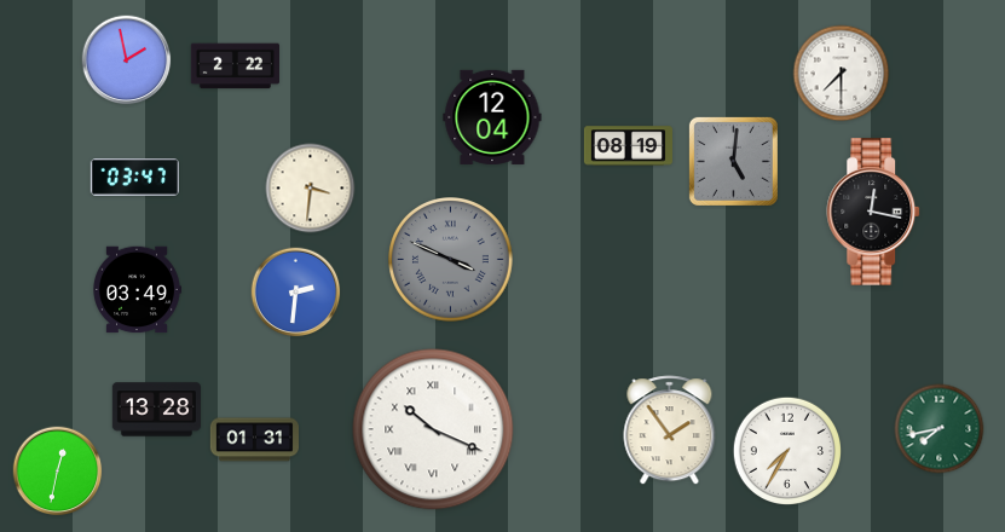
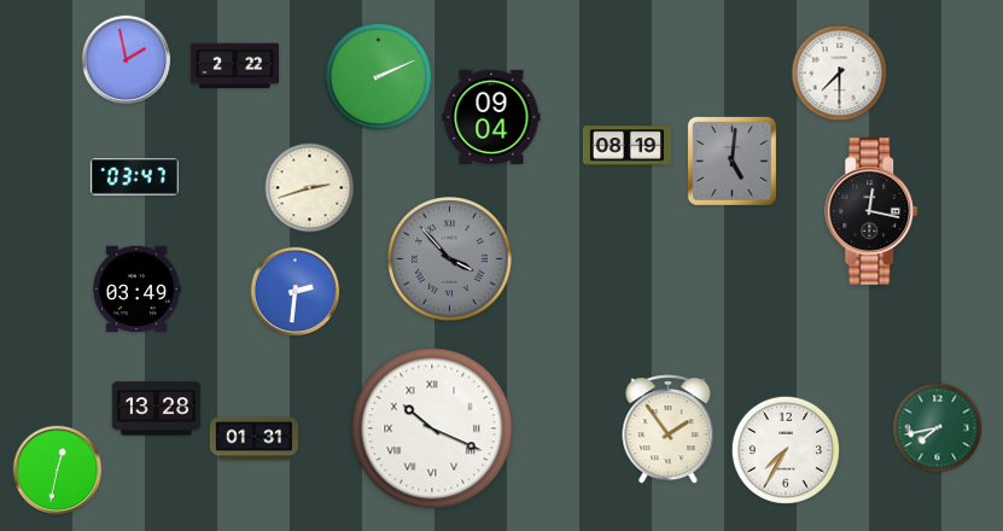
clock at (379, 77): none -> 2:11
clock at (492, 117): 12:04 -> 09:04
clock at (311, 189): 3:31 -> 2:42
clock at (451, 260): 3:49 -> 3:53
